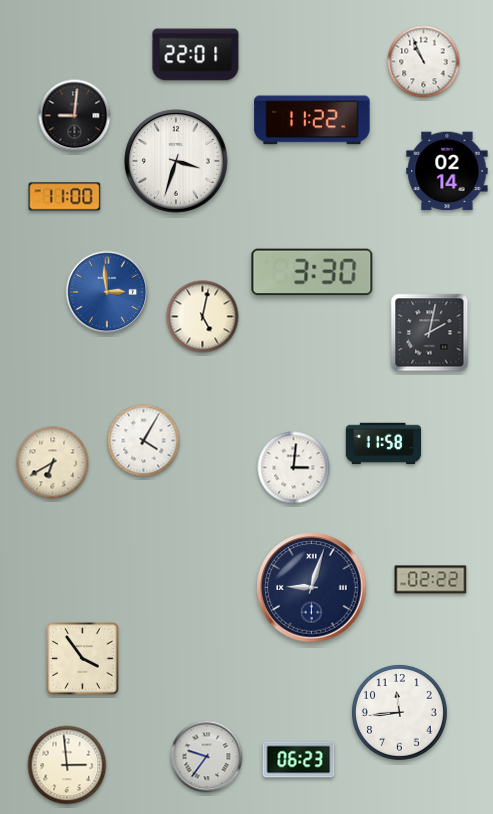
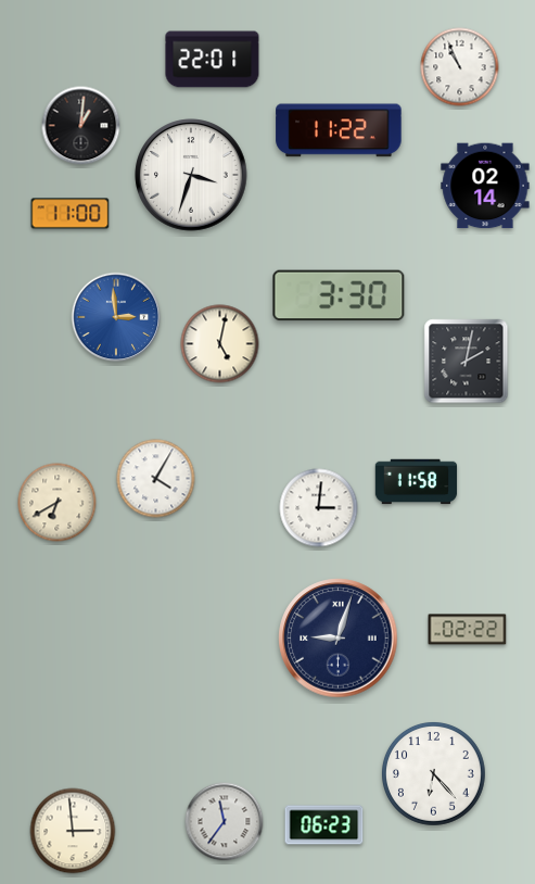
clock at (75, 116): 9:01 -> 1:01
clock at (83, 659): 3:54 -> none
clock at (399, 712): 11:44 -> 6:23
clock at (207, 757): 9:36 -> 11:36
